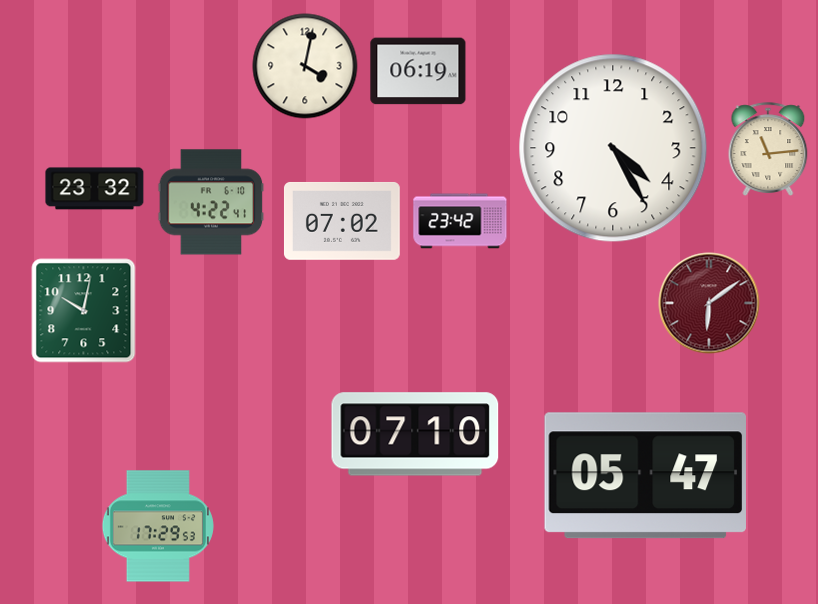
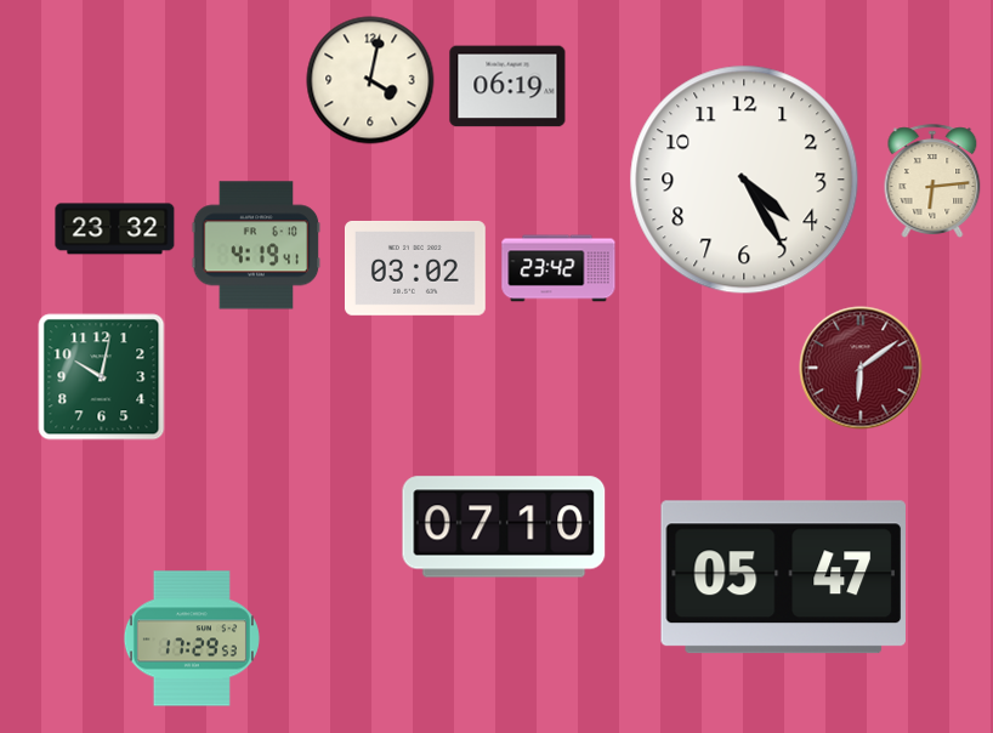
clock at (768, 149): 11:14 -> 6:14
clock at (211, 202): 4:22 -> 4:19
clock at (342, 221): 07:02 -> 03:02
